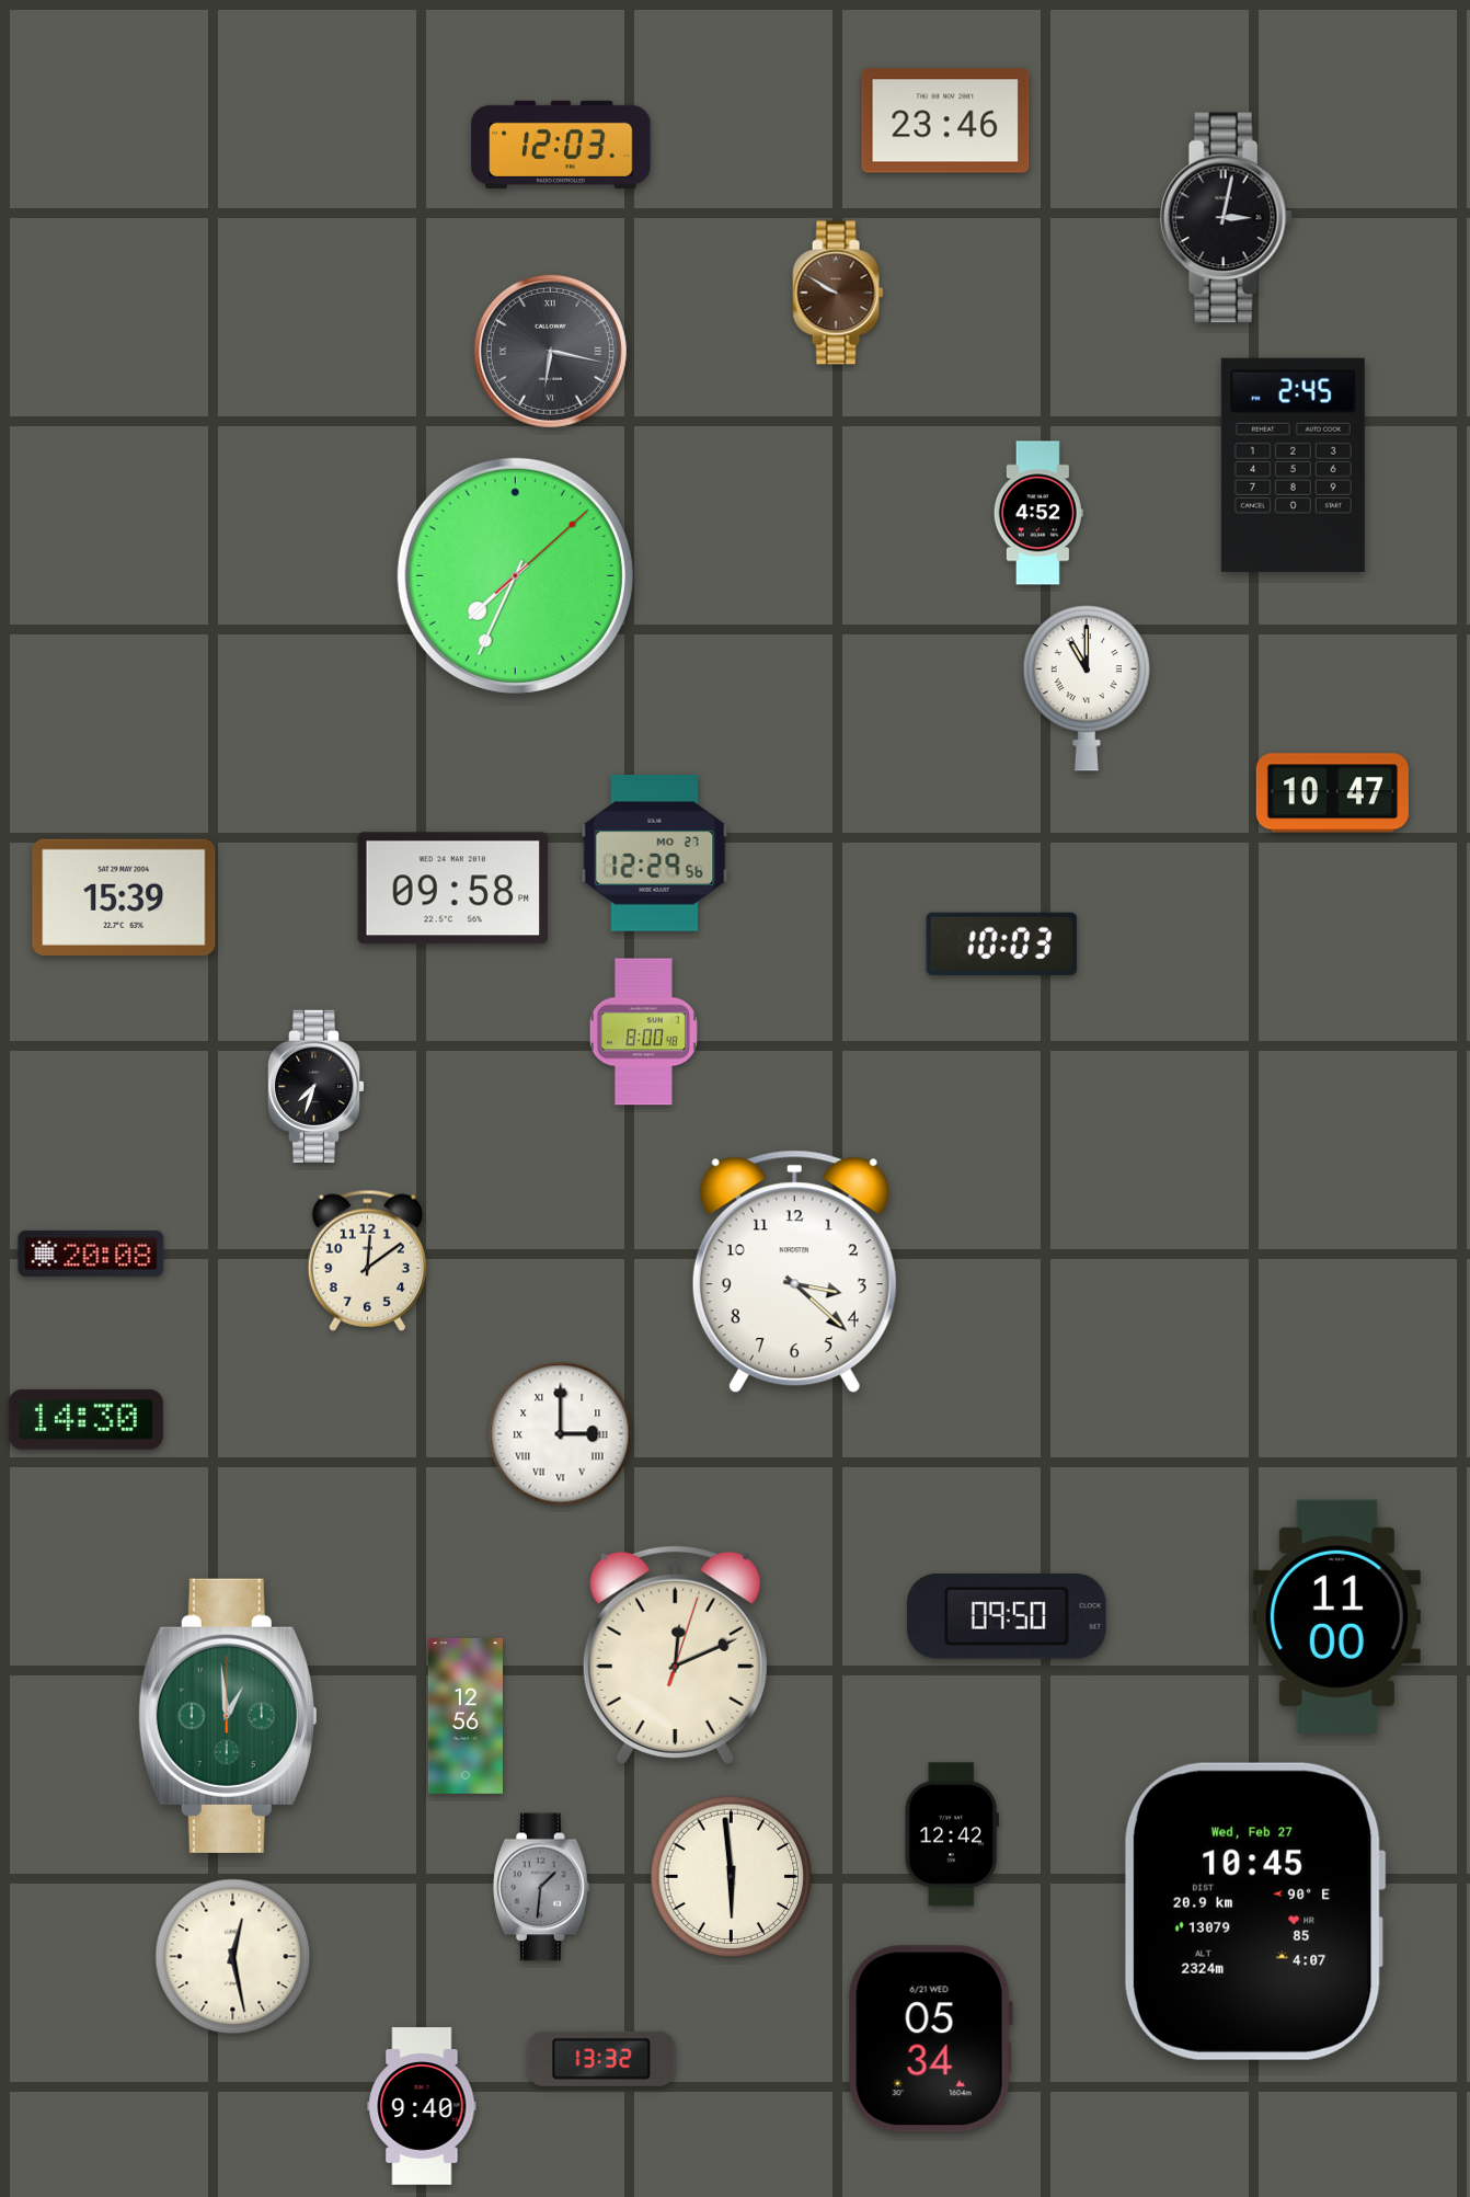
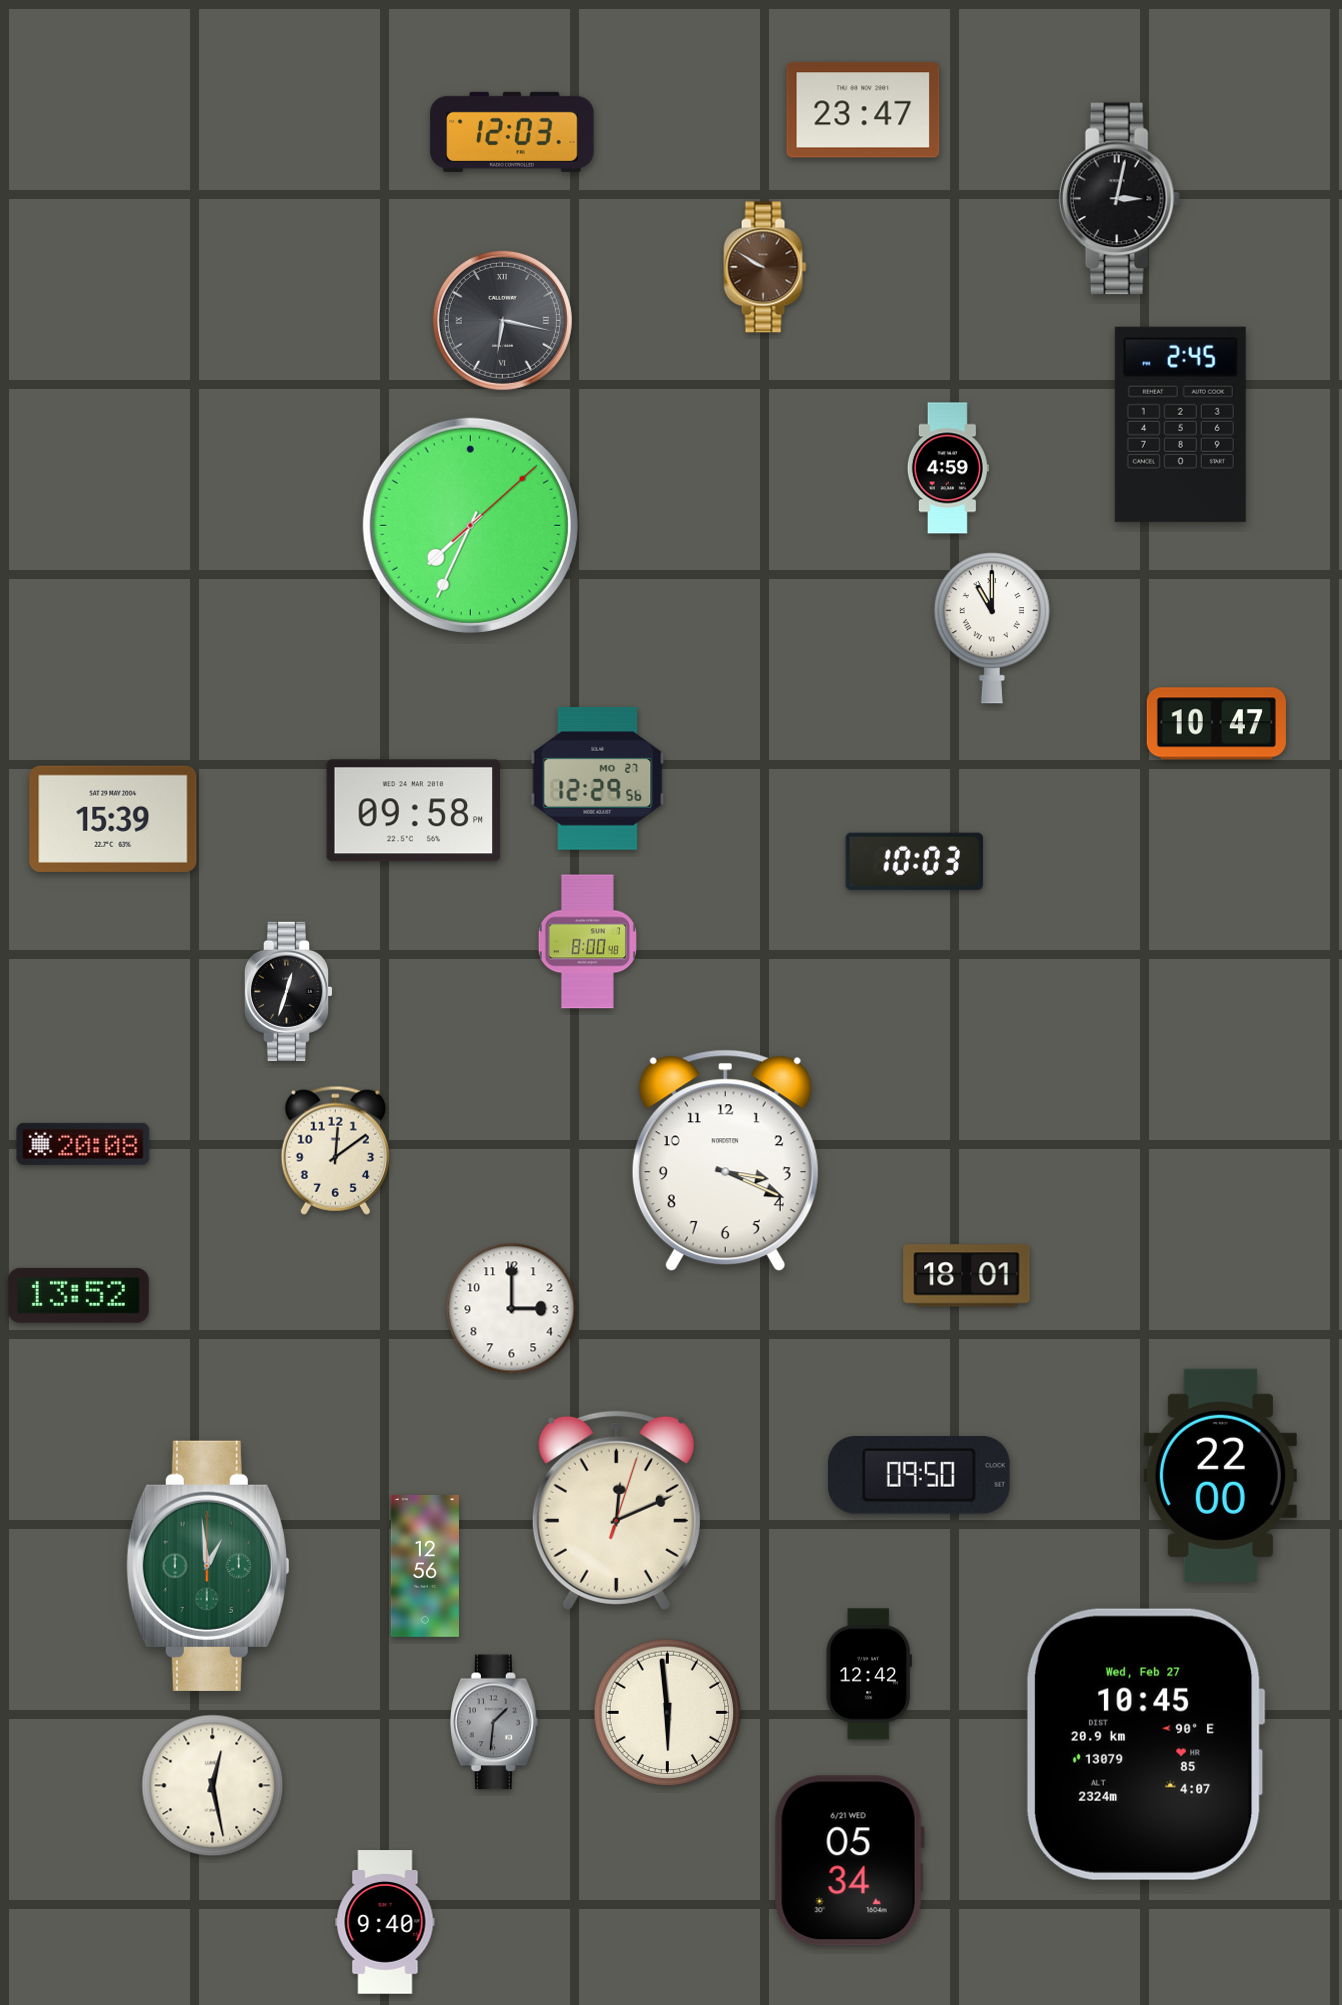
clock at (945, 121): 23:46 -> 23:47
clock at (1038, 513): 4:52 -> 4:59
clock at (315, 1086): 7:33 -> 12:33
clock at (794, 1272): 3:22 -> 3:19
clock at (967, 1276): none -> 18:01
clock at (85, 1419): 14:30 -> 13:52
clock at (561, 1434) numerals: Roman -> Arabic
clock at (1336, 1616): 11:00 -> 22:00
clock at (601, 2059): 13:32 -> none
